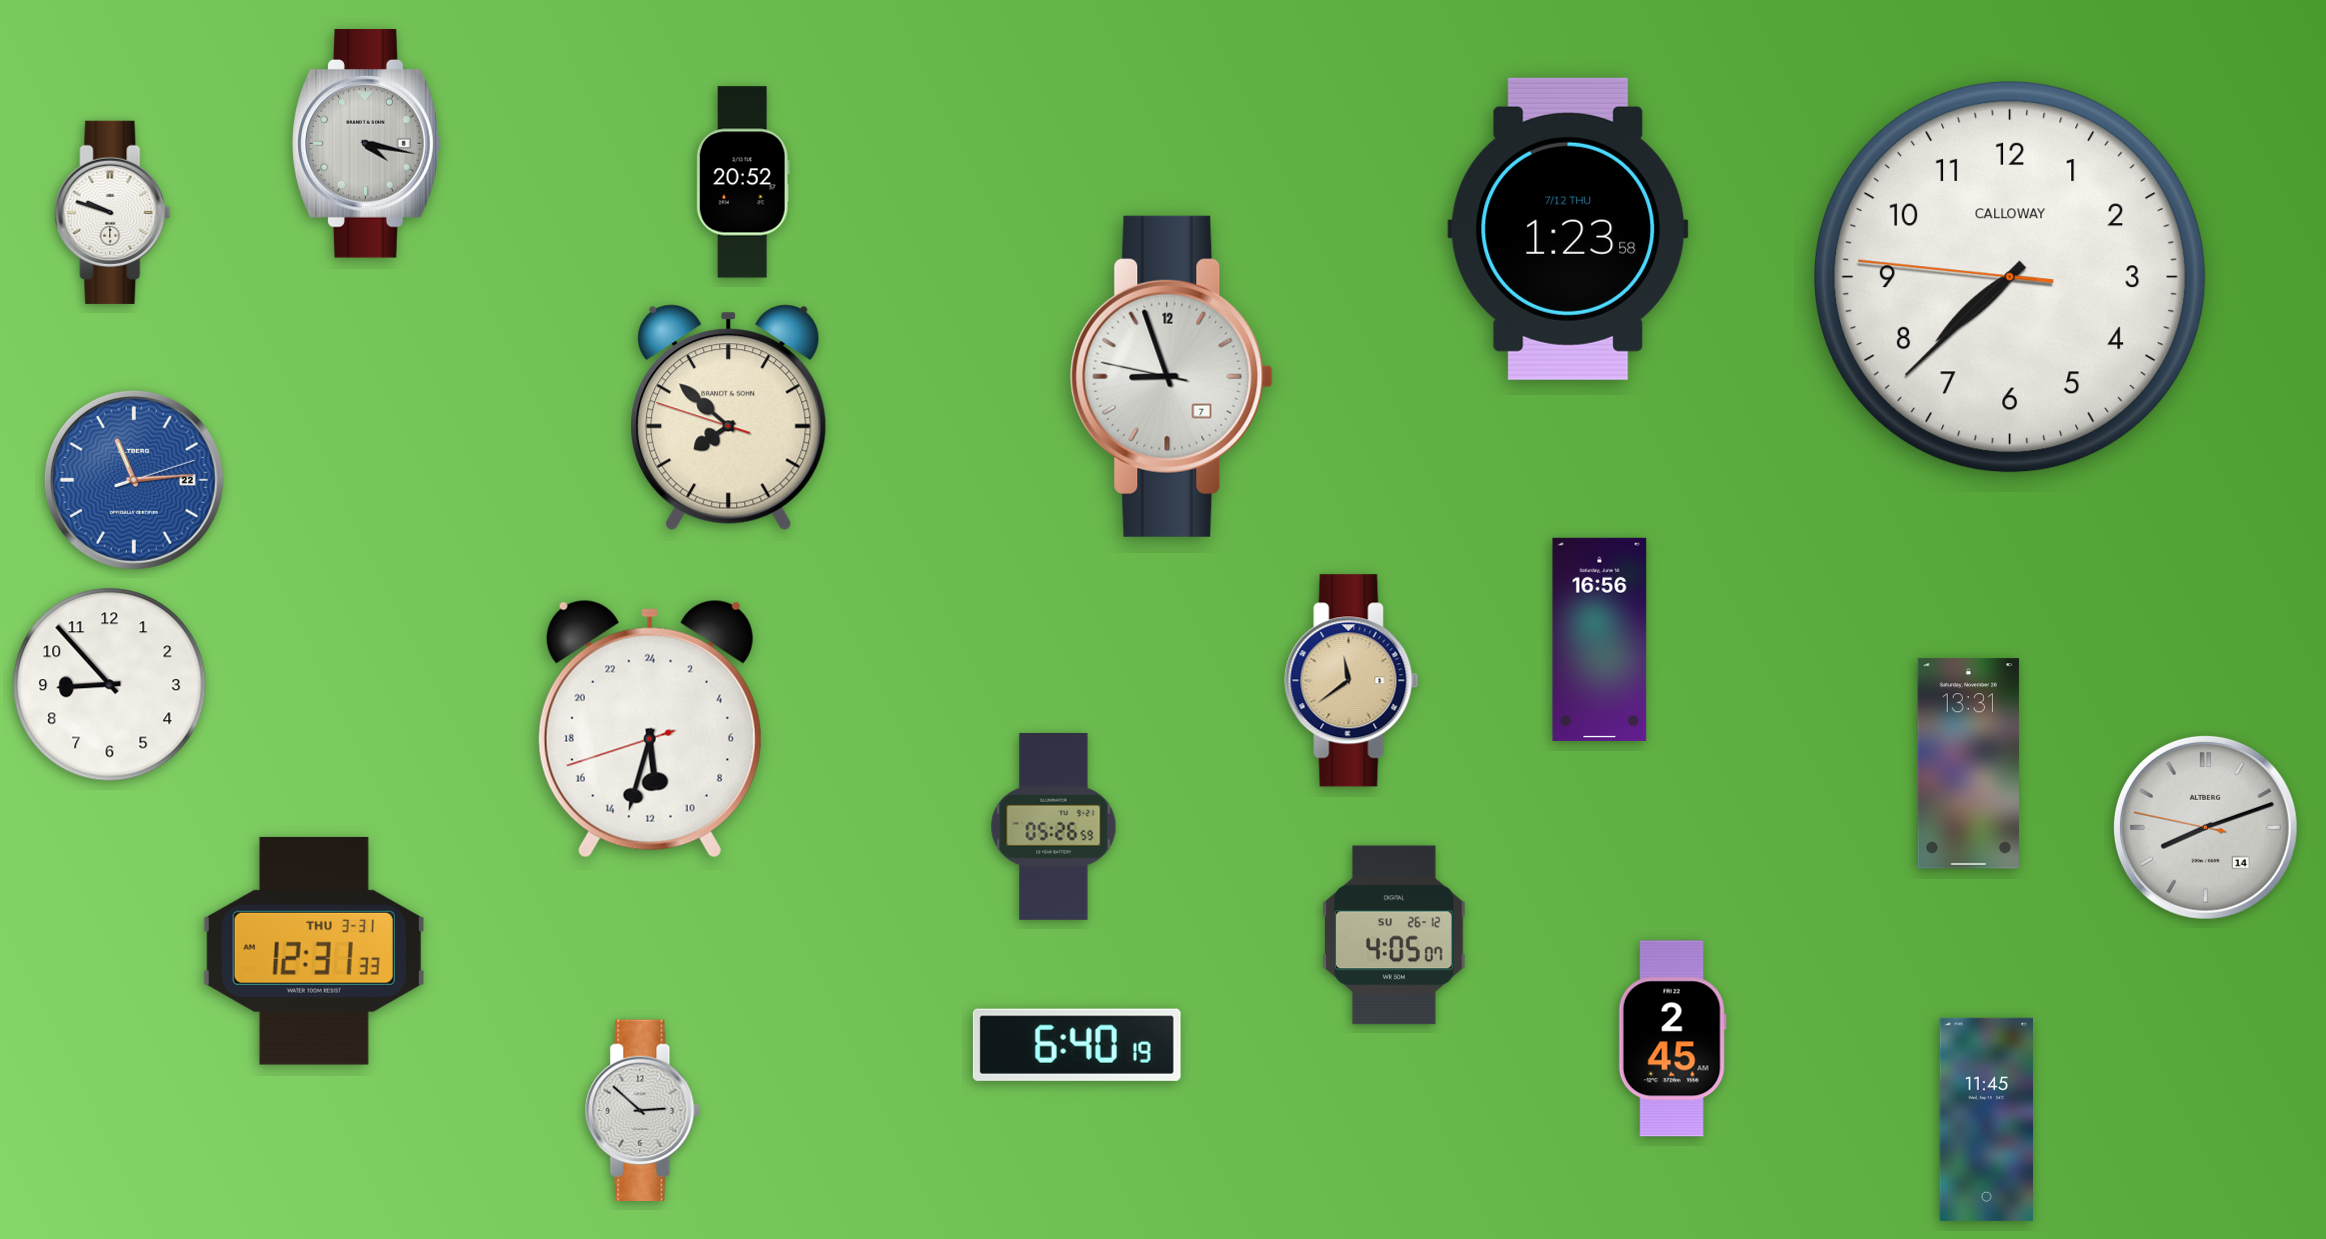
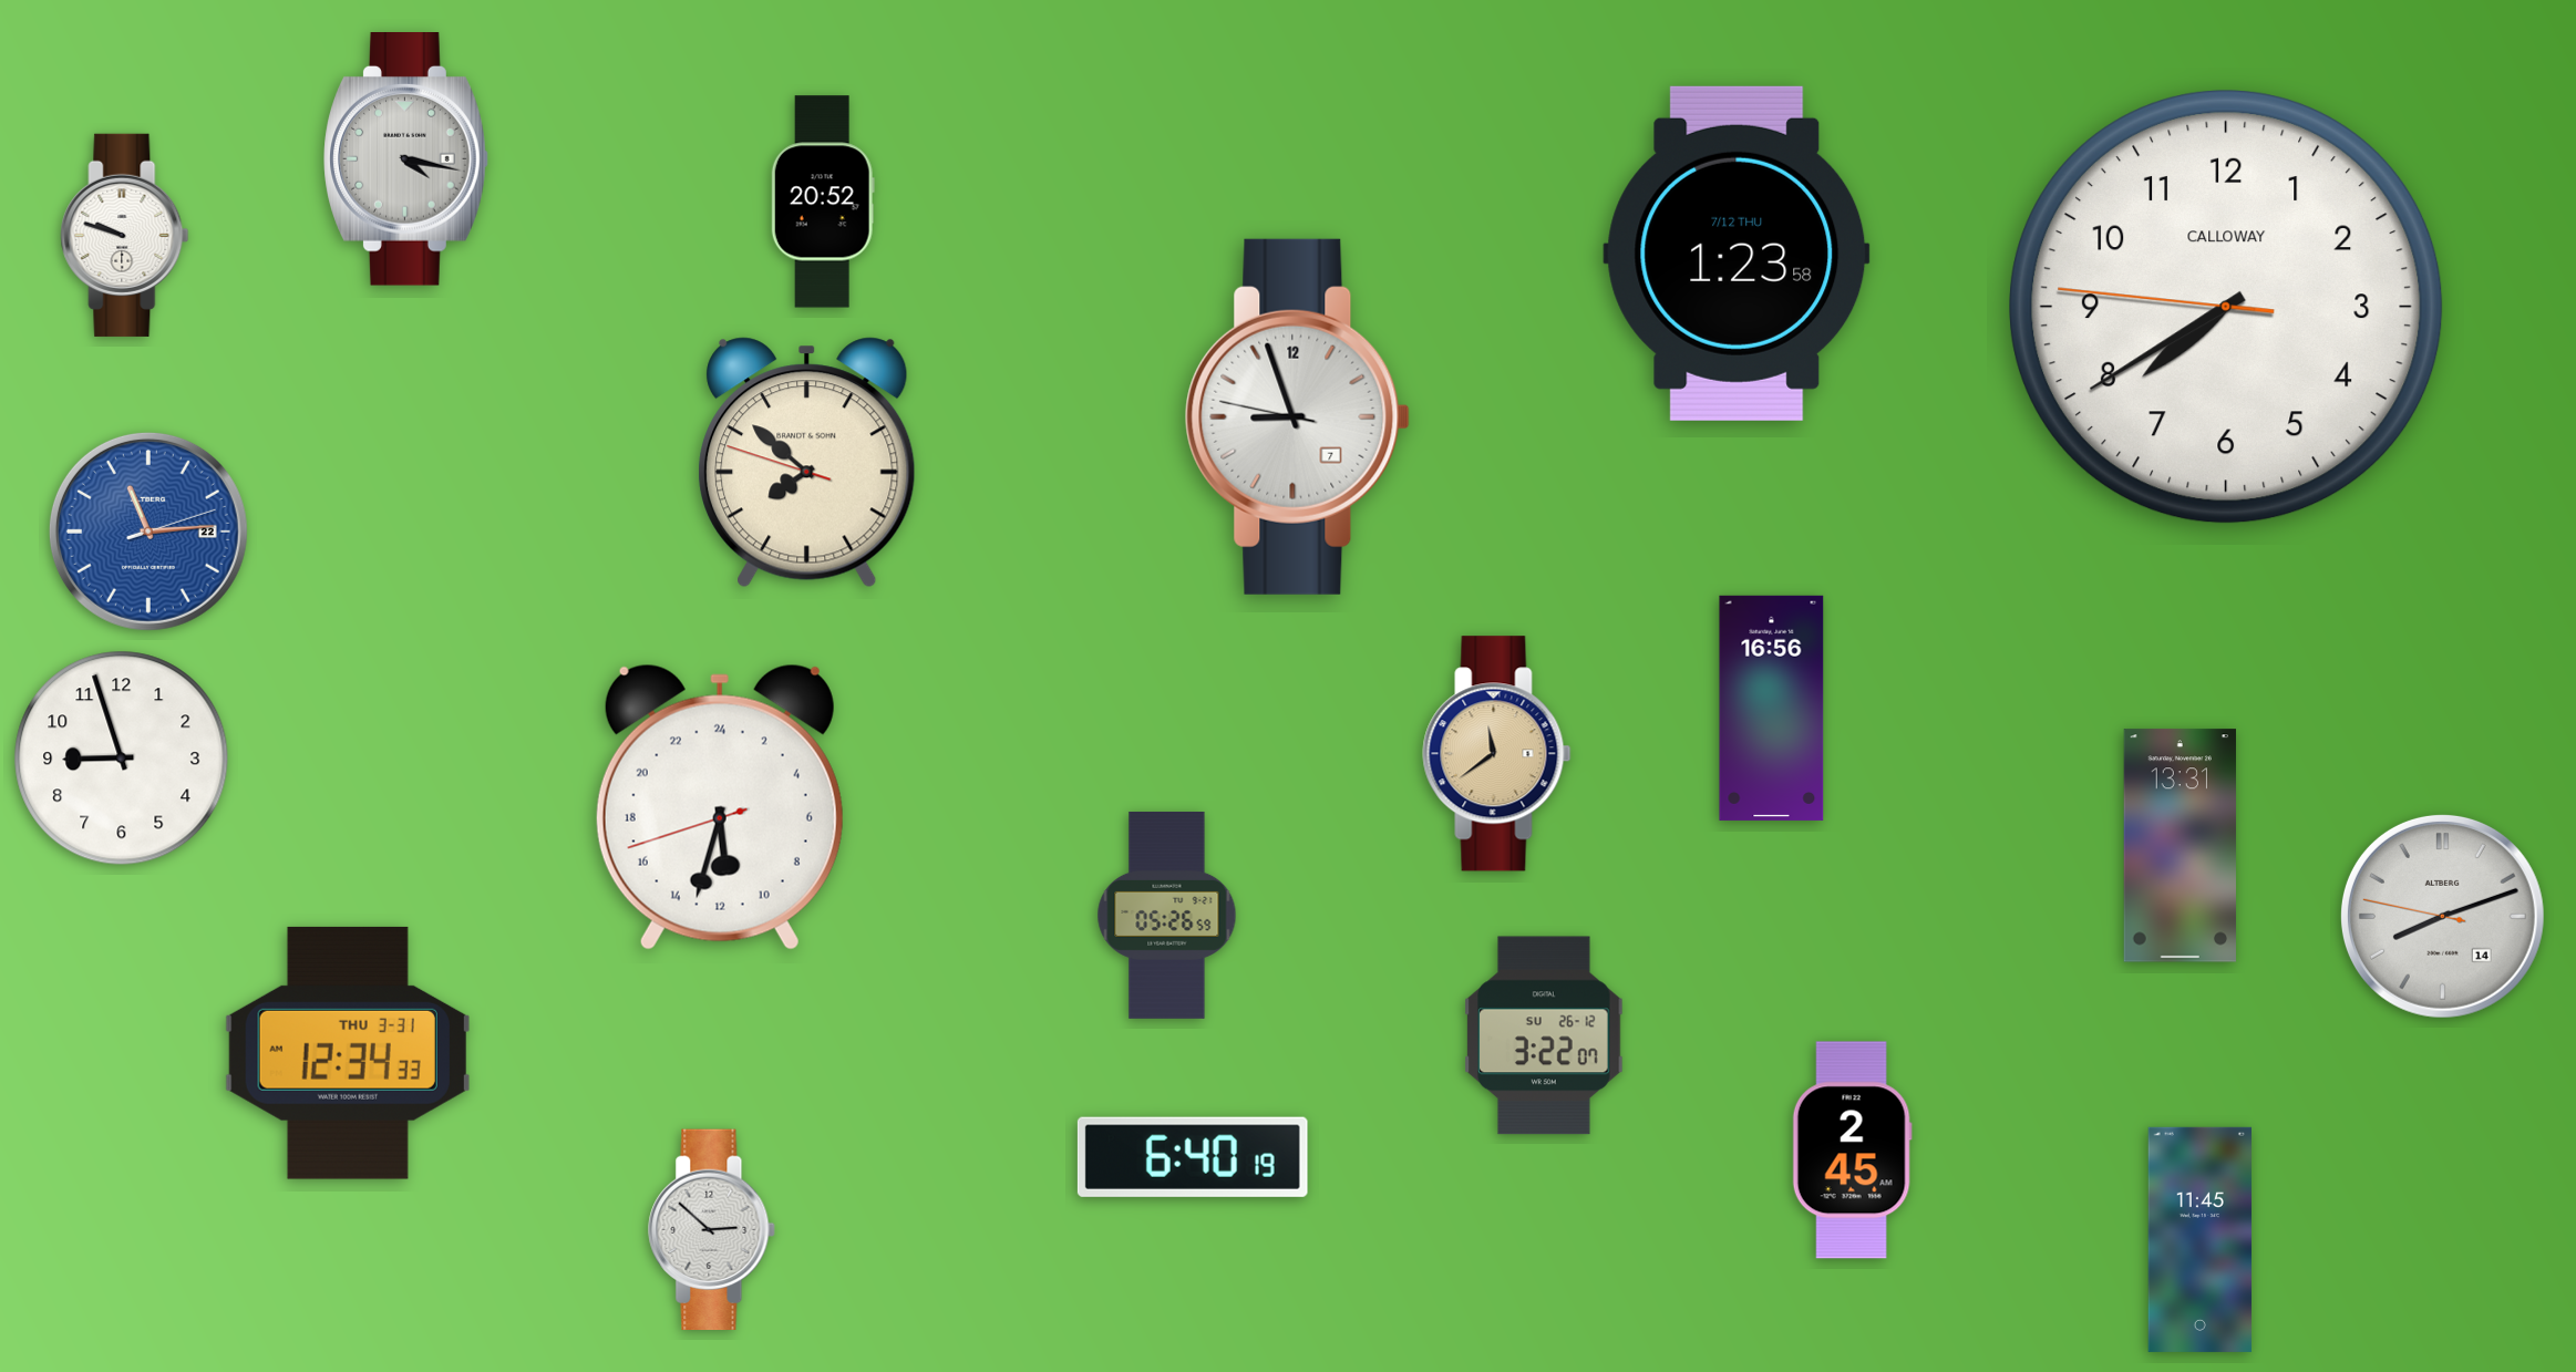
clock at (2011, 278): 7:37 -> 7:39
clock at (110, 685): 8:53 -> 8:57
clock at (1394, 935): 4:05 -> 3:22
clock at (314, 951): 12:31 -> 12:34
